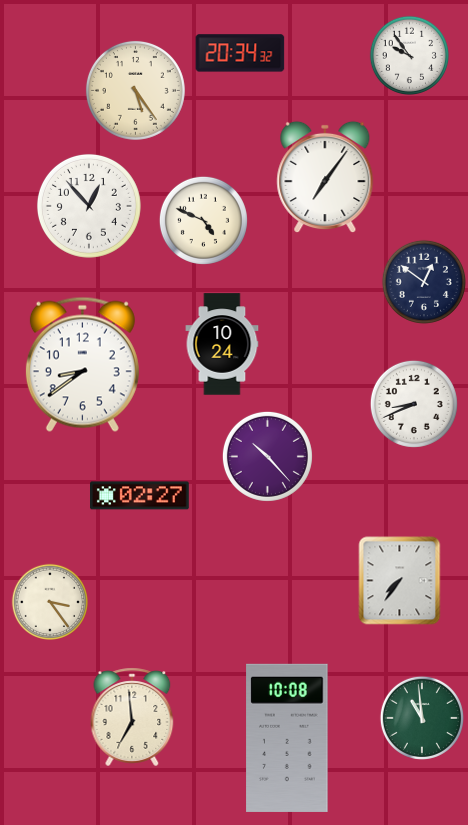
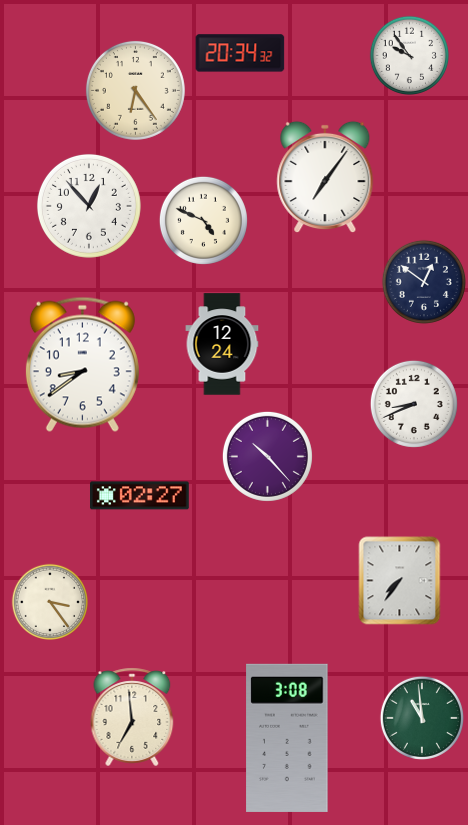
clock at (135, 90): 5:24 -> 6:24
clock at (222, 344): 10:24 -> 12:24
clock at (287, 738): 10:08 -> 3:08
